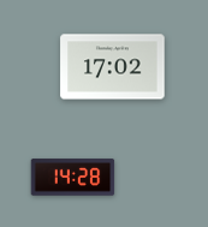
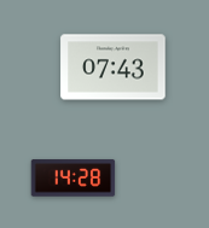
clock at (113, 67): 17:02 -> 07:43
